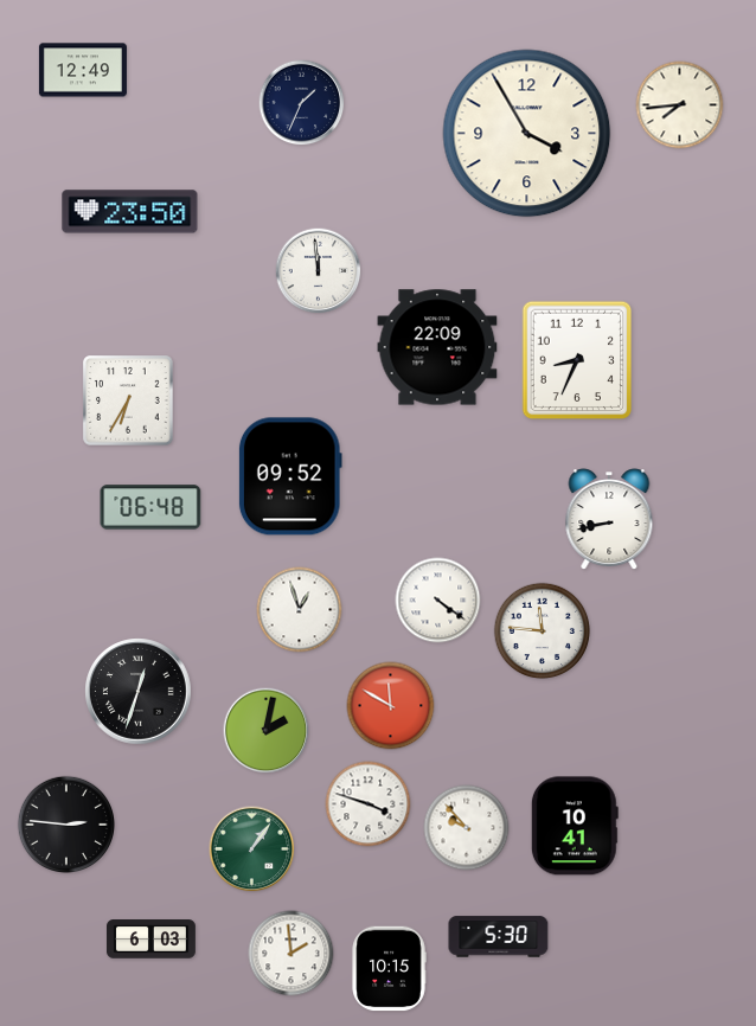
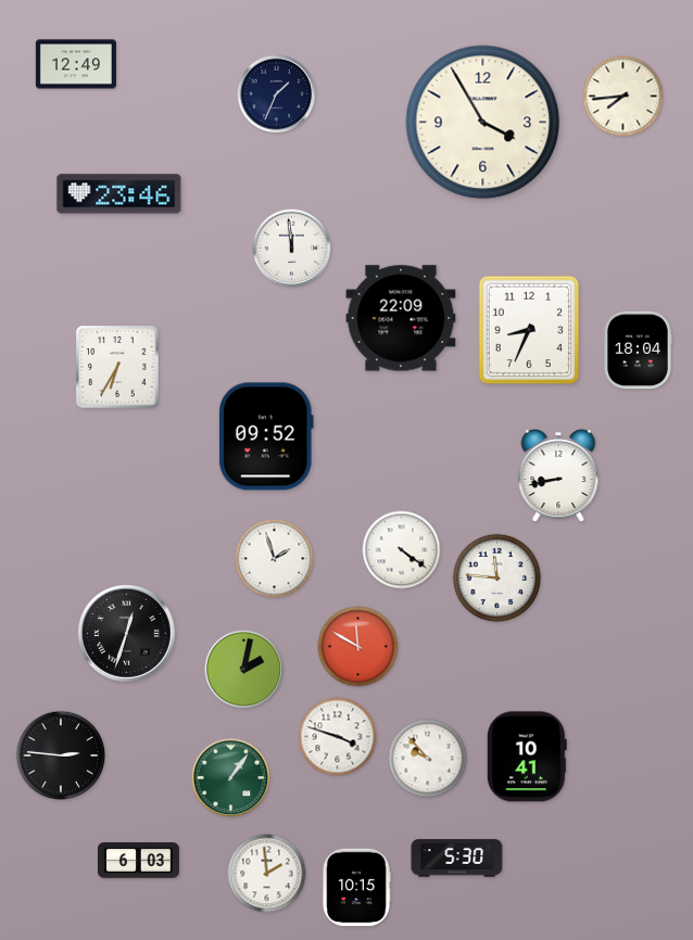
clock at (130, 212): 23:50 -> 23:46
clock at (638, 351): none -> 18:04
clock at (150, 507): 06:48 -> none
clock at (300, 610): 12:57 -> 1:57
